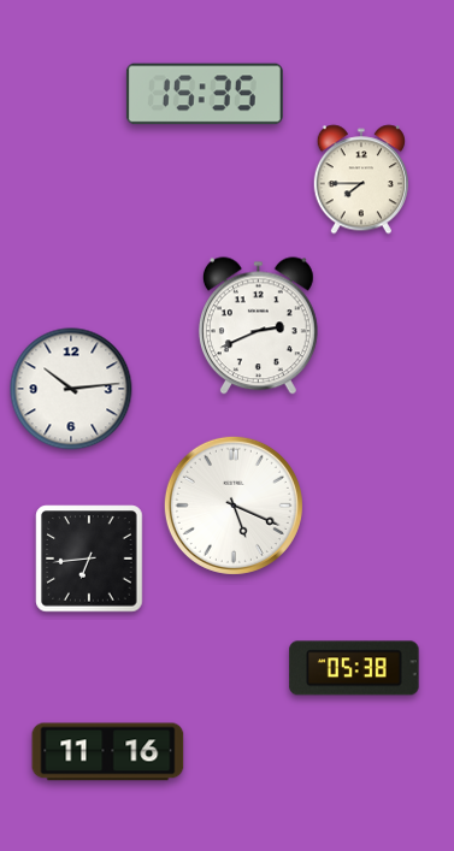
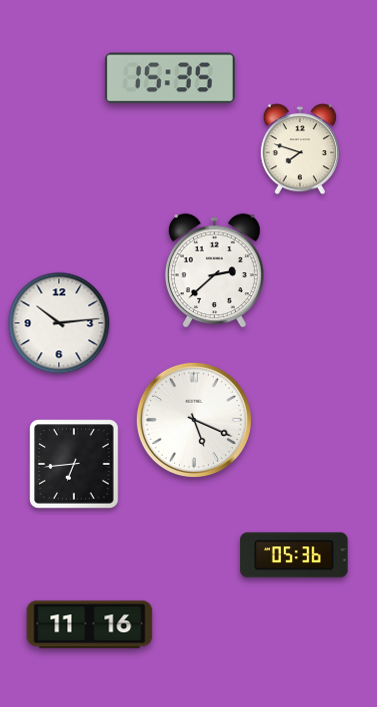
clock at (361, 179): 7:45 -> 7:48
clock at (258, 326): 2:41 -> 2:38
clock at (354, 668): 05:38 -> 05:36
